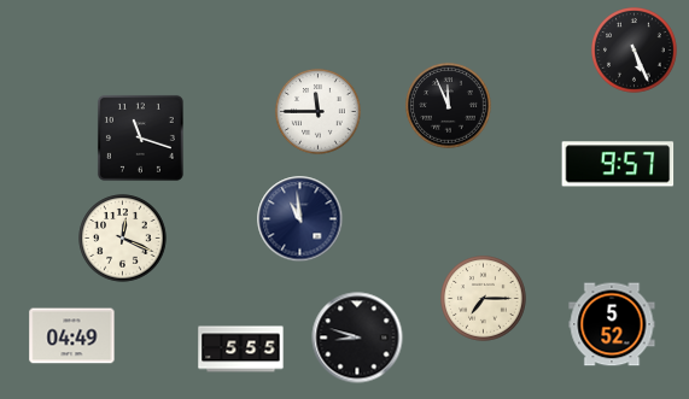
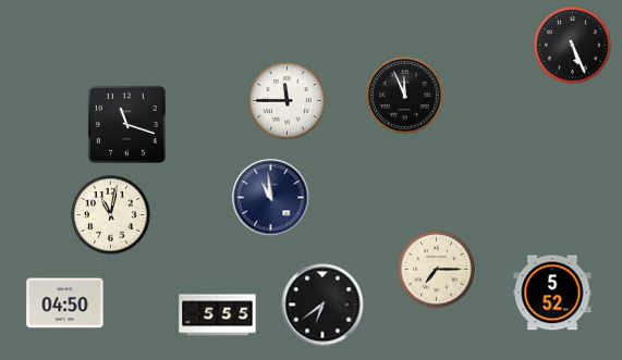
clock at (618, 164): 9:57 -> none
clock at (123, 239): 12:19 -> 11:02
clock at (72, 336): 04:49 -> 04:50
clock at (357, 338): 8:48 -> 6:39
